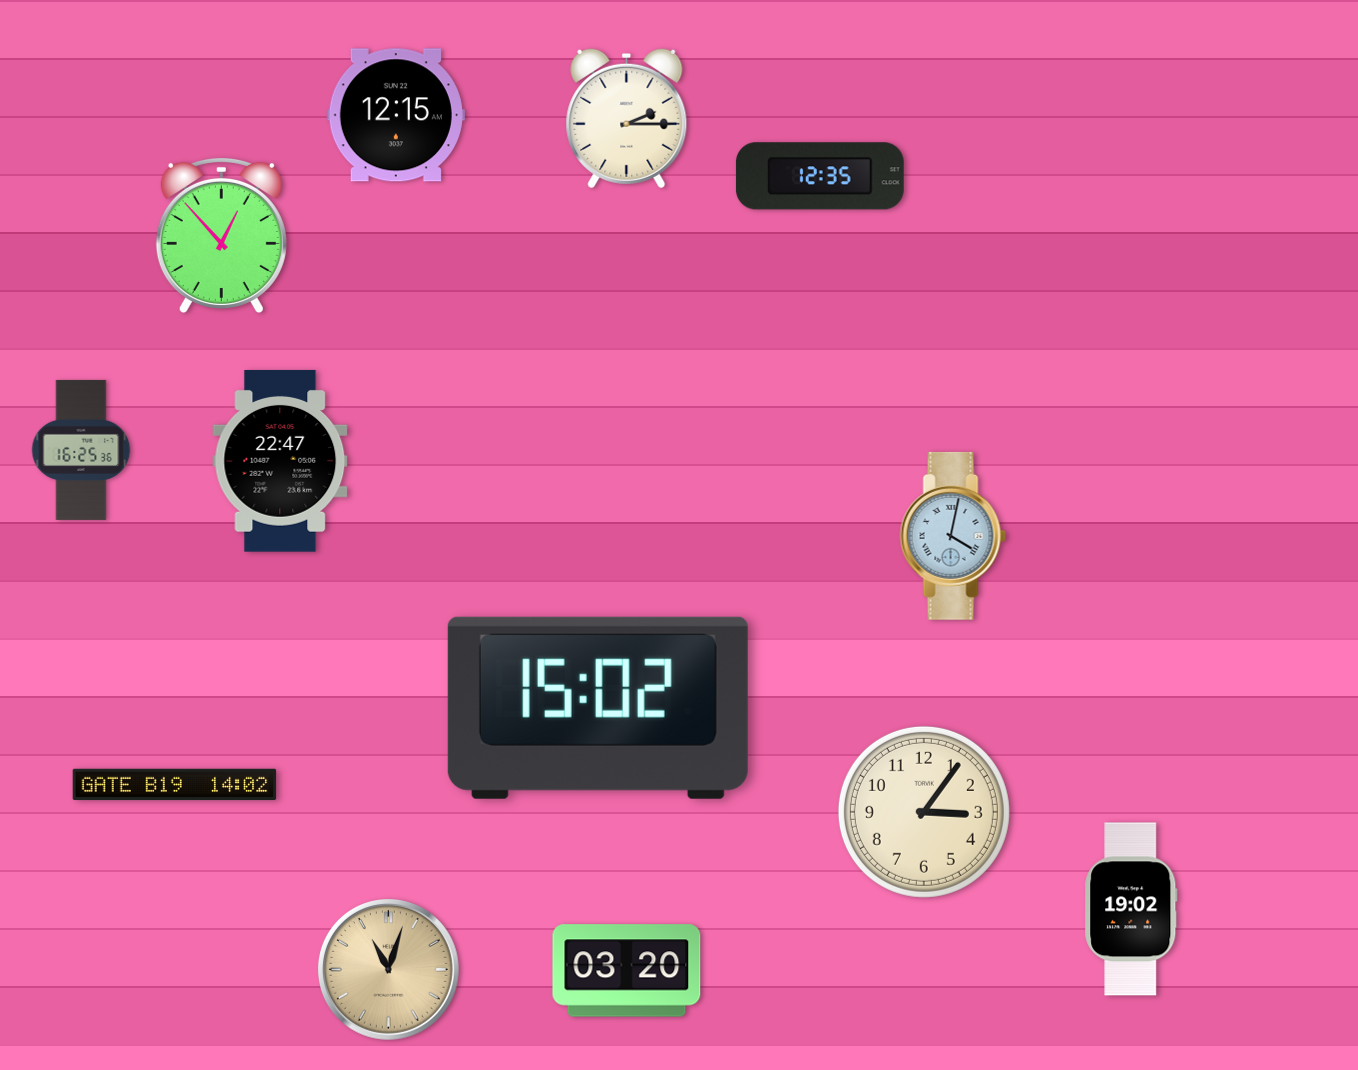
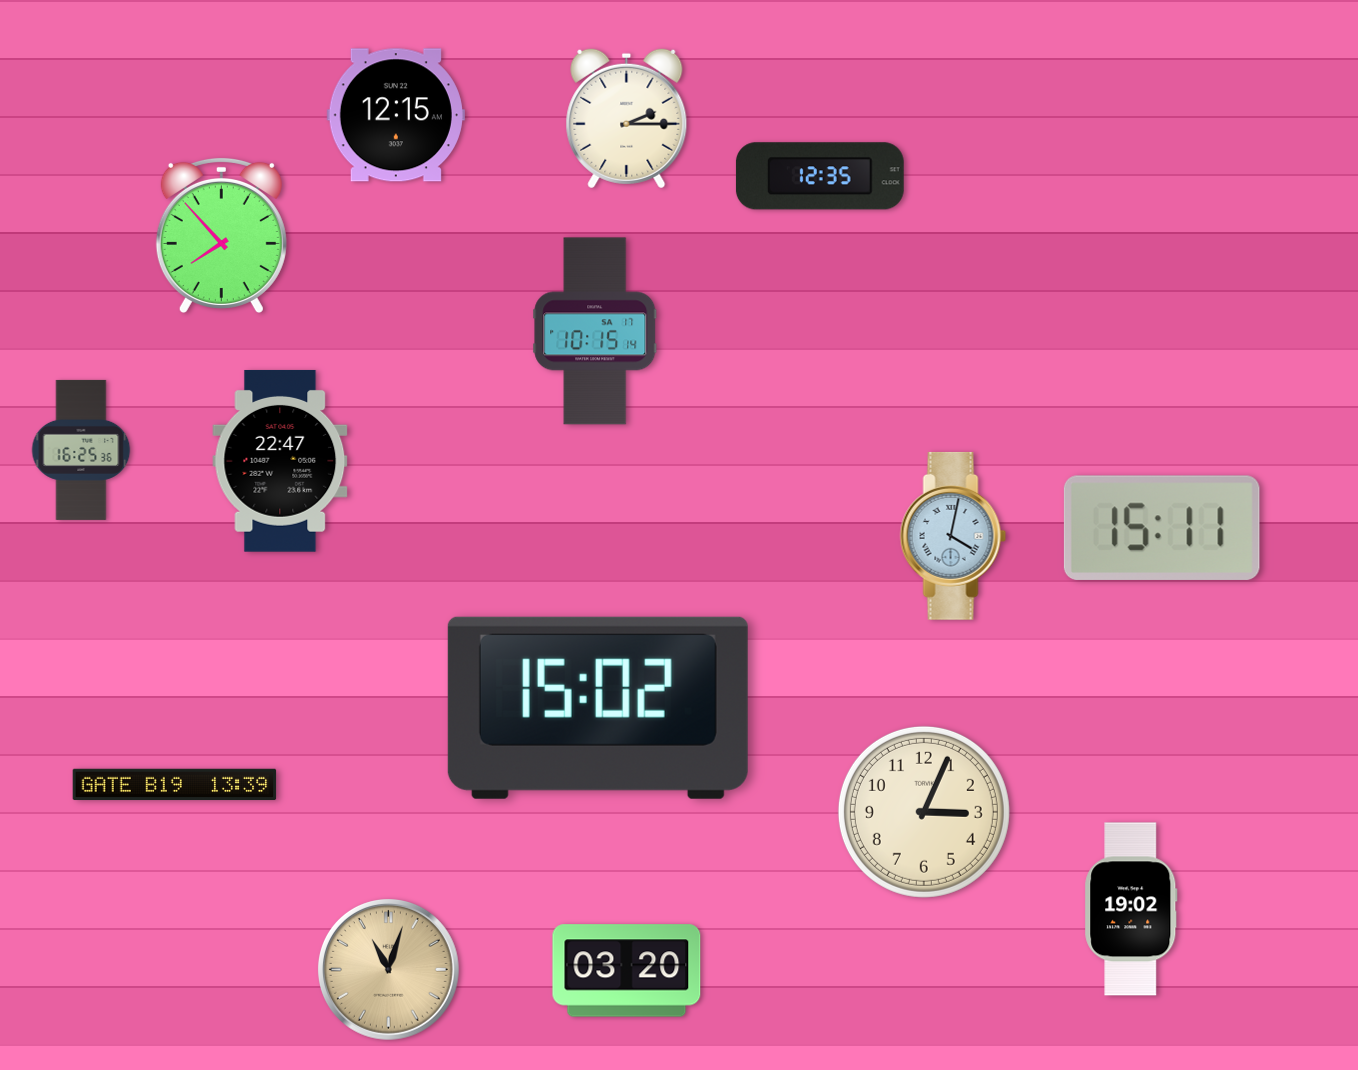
clock at (221, 235): 12:53 -> 7:53
clock at (595, 331): none -> 10:15
clock at (1162, 528): none -> 15:11
clock at (175, 785): 14:02 -> 13:39
clock at (924, 812): 3:06 -> 3:04
